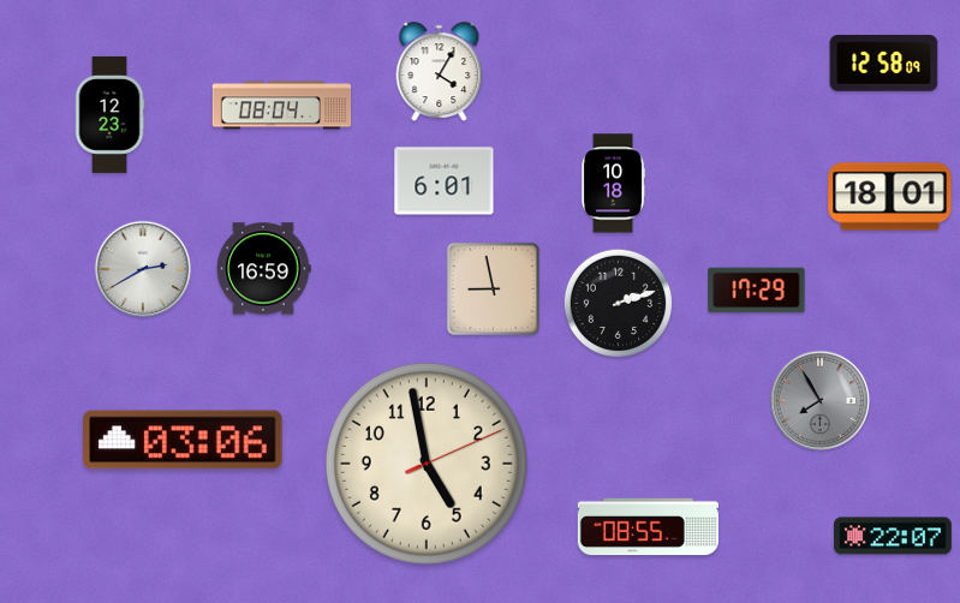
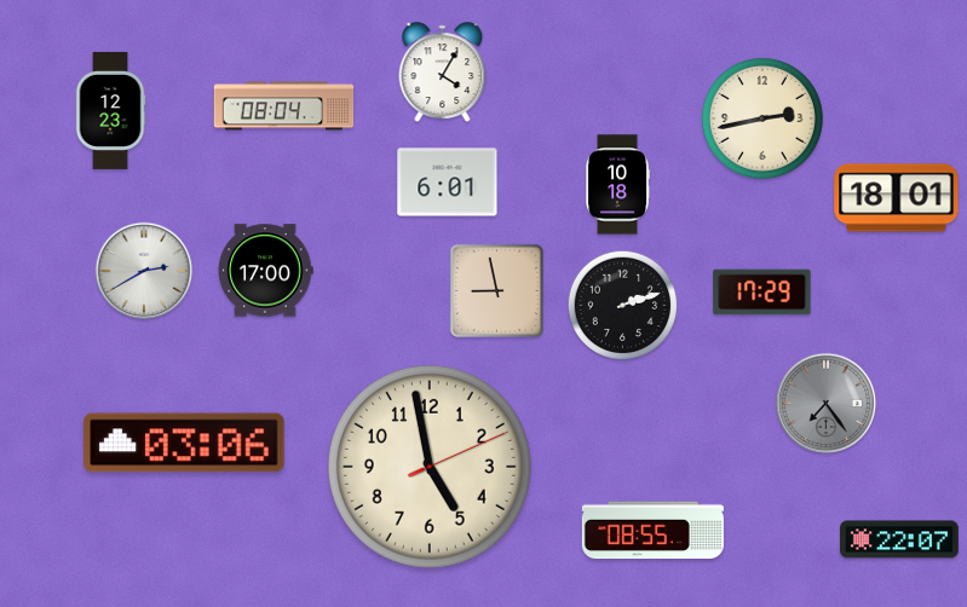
clock at (884, 64): 12:58 -> none
clock at (109, 114) position: (109, 114) -> (110, 110)
clock at (762, 118): none -> 2:43
clock at (264, 269): 16:59 -> 17:00
clock at (821, 401): 7:55 -> 7:24
